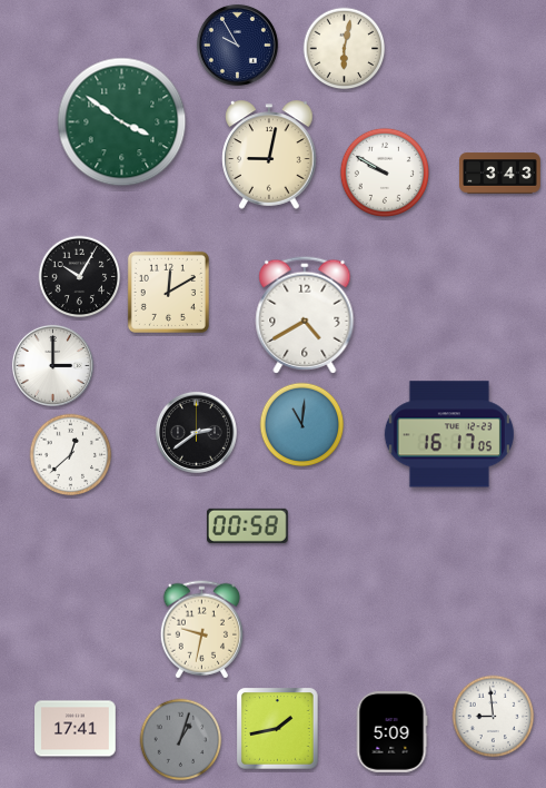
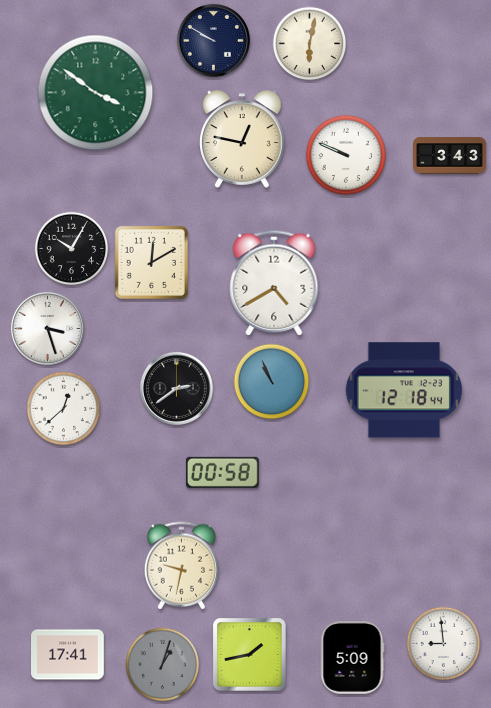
clock at (237, 45): 9:55 -> 9:50
clock at (122, 122) position: (122, 122) -> (96, 93)
clock at (269, 155): 9:02 -> 12:47
clock at (385, 173): 9:50 -> 9:49
clock at (52, 365): 3:00 -> 3:27
clock at (302, 425): 11:01 -> 10:56
clock at (449, 434): 16:17 -> 12:18
